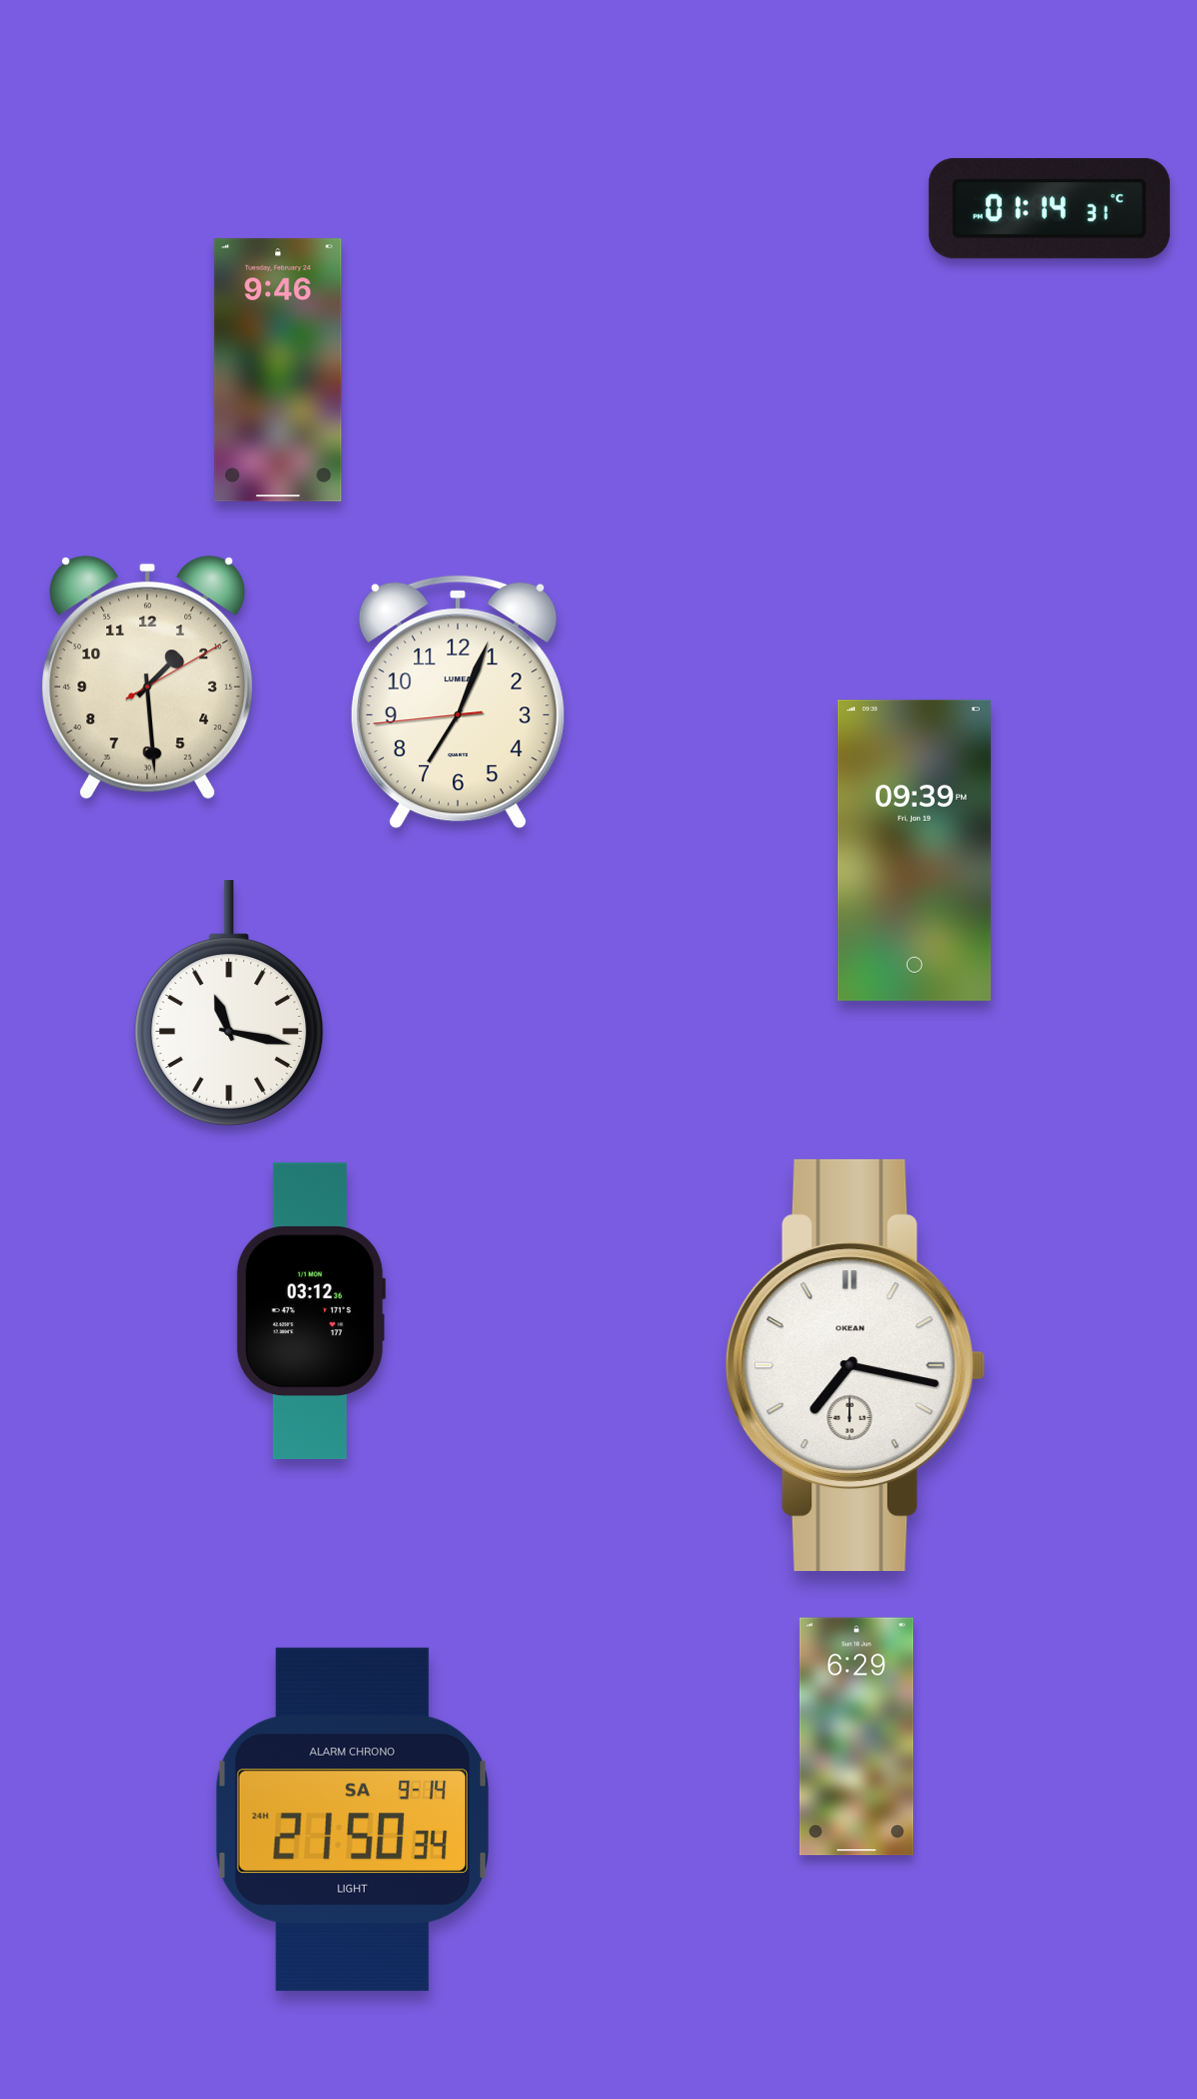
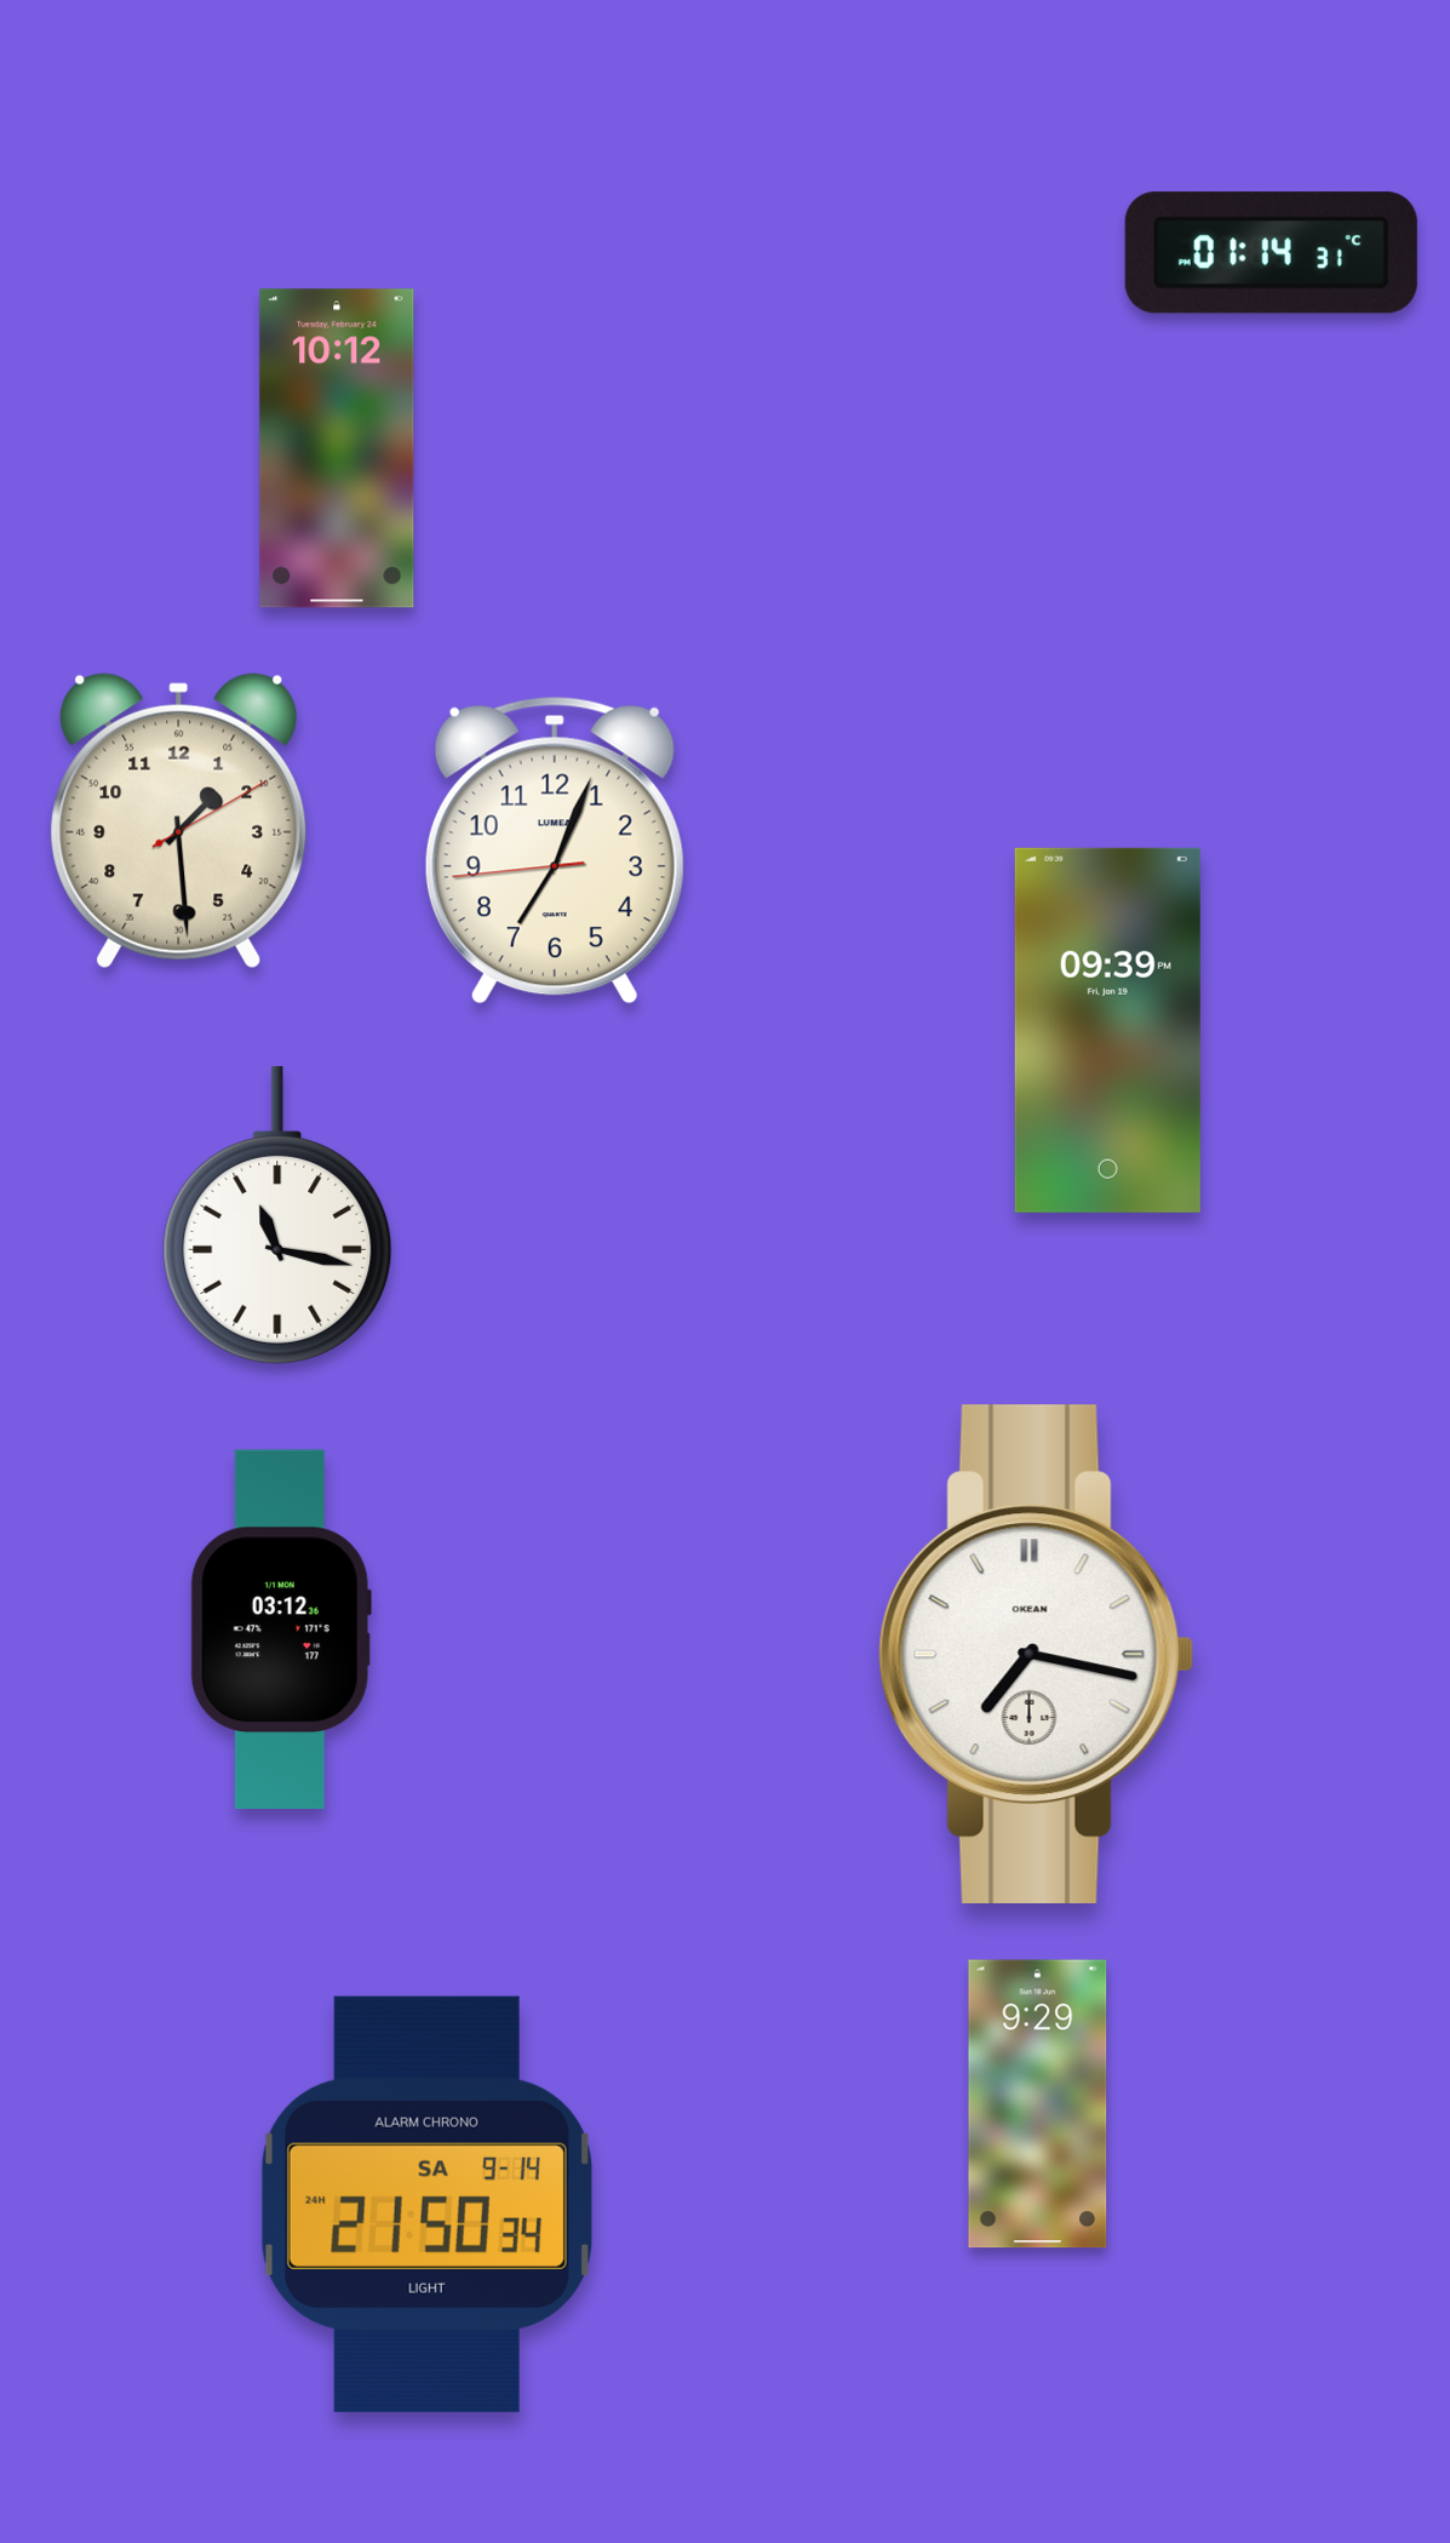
clock at (278, 370): 9:46 -> 10:12
clock at (311, 1311) position: (311, 1311) -> (281, 1630)
clock at (857, 1737): 6:29 -> 9:29
